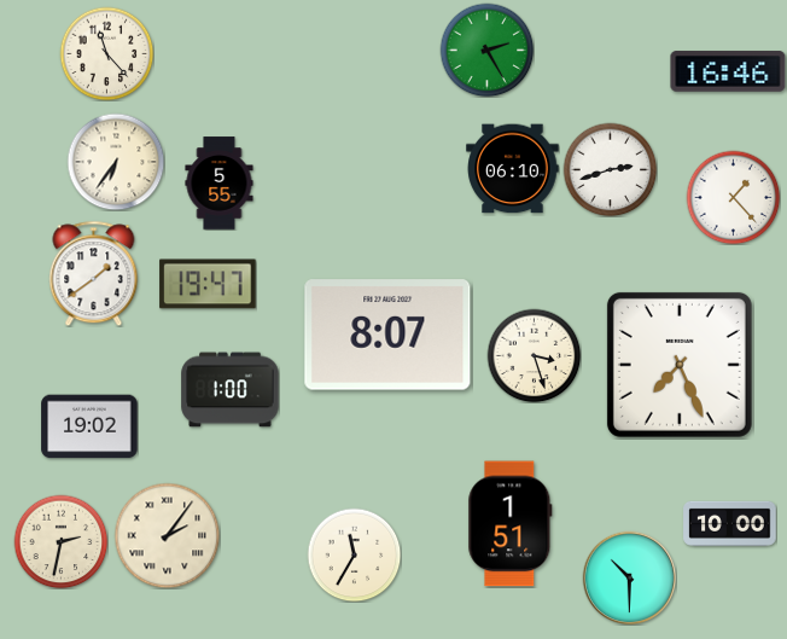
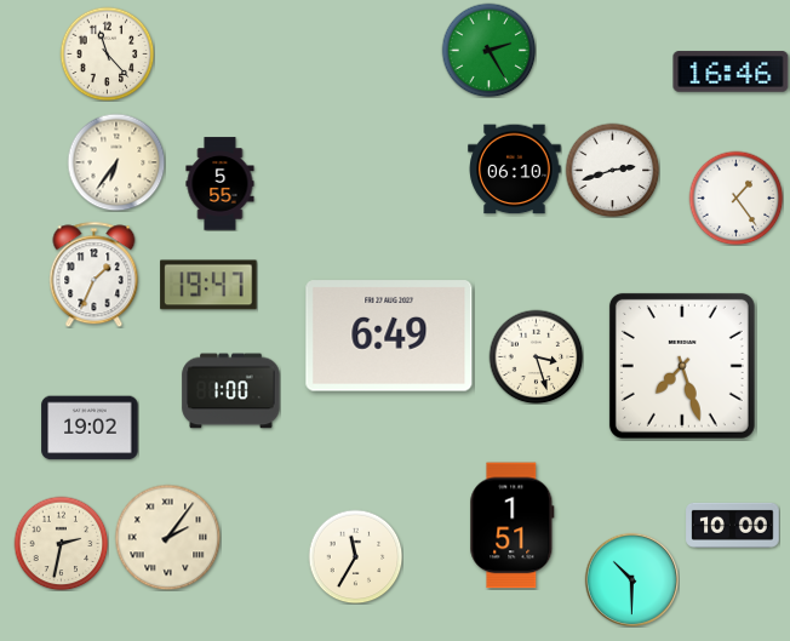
clock at (733, 197): 1:23 -> 1:24
clock at (94, 273): 1:39 -> 1:34
clock at (387, 335): 8:07 -> 6:49
clock at (680, 365): 7:26 -> 7:27
